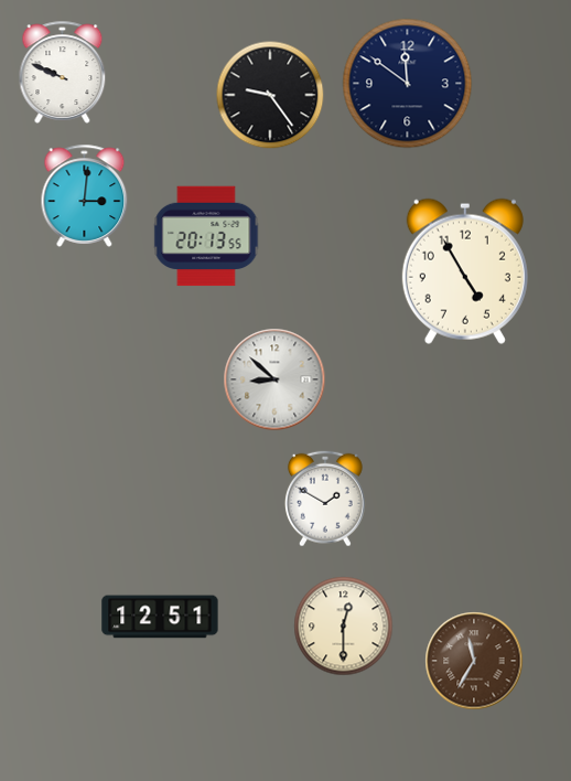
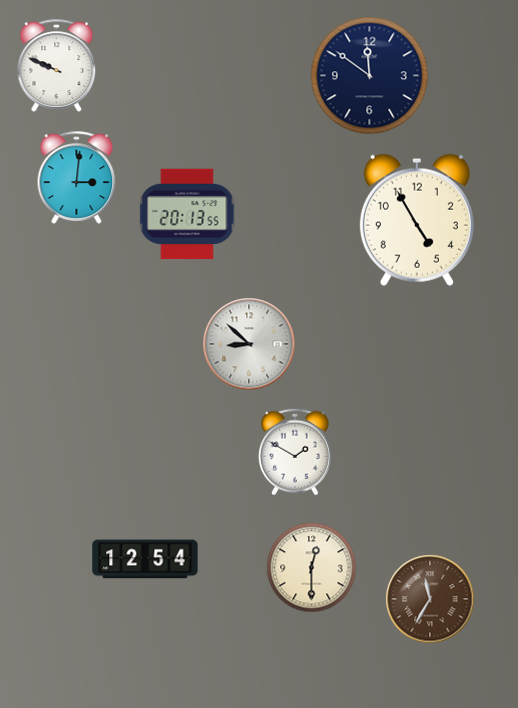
clock at (270, 95): 9:24 -> none
clock at (465, 271) position: (465, 271) -> (417, 220)
clock at (160, 617): 12:51 -> 12:54
